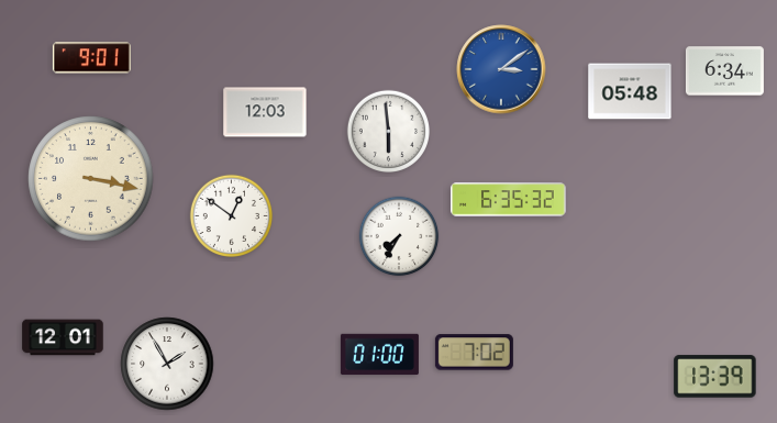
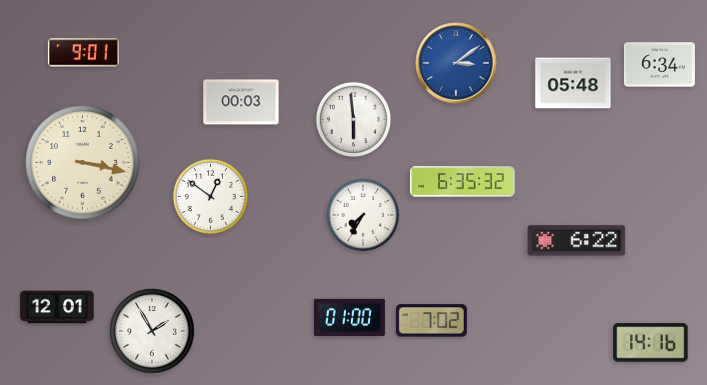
clock at (265, 112): 12:03 -> 00:03
clock at (577, 241): none -> 6:22
clock at (379, 355) position: (379, 355) -> (349, 318)
clock at (715, 377): 13:39 -> 14:16
